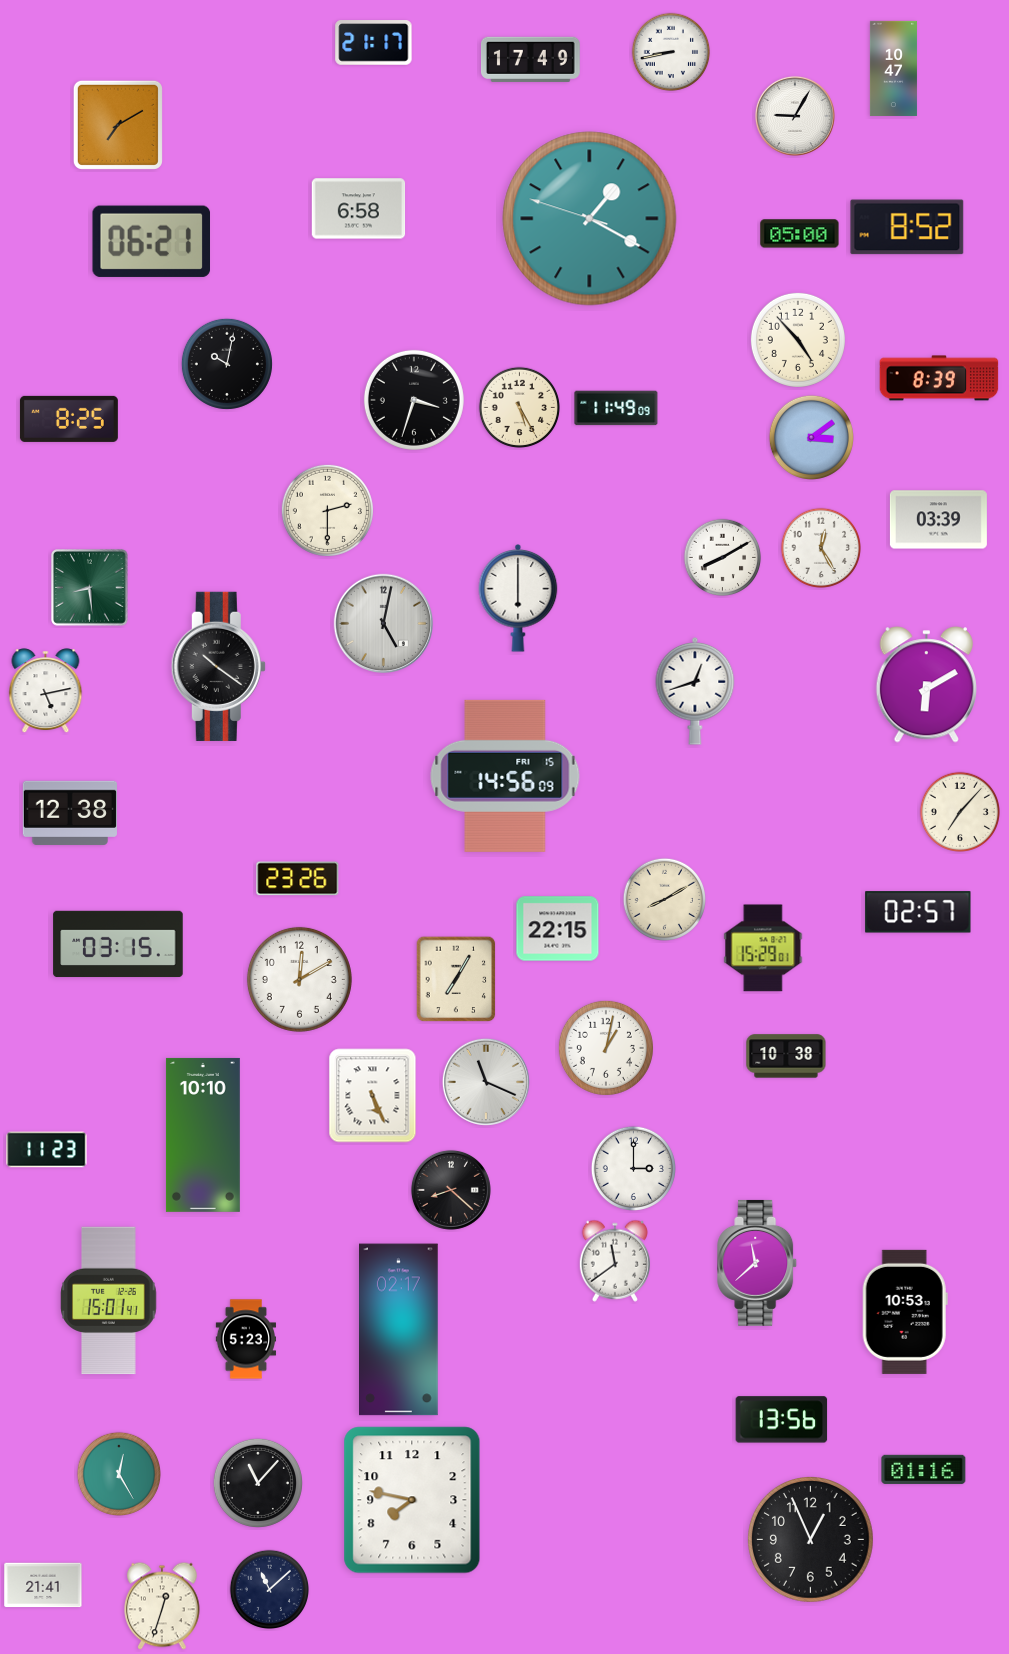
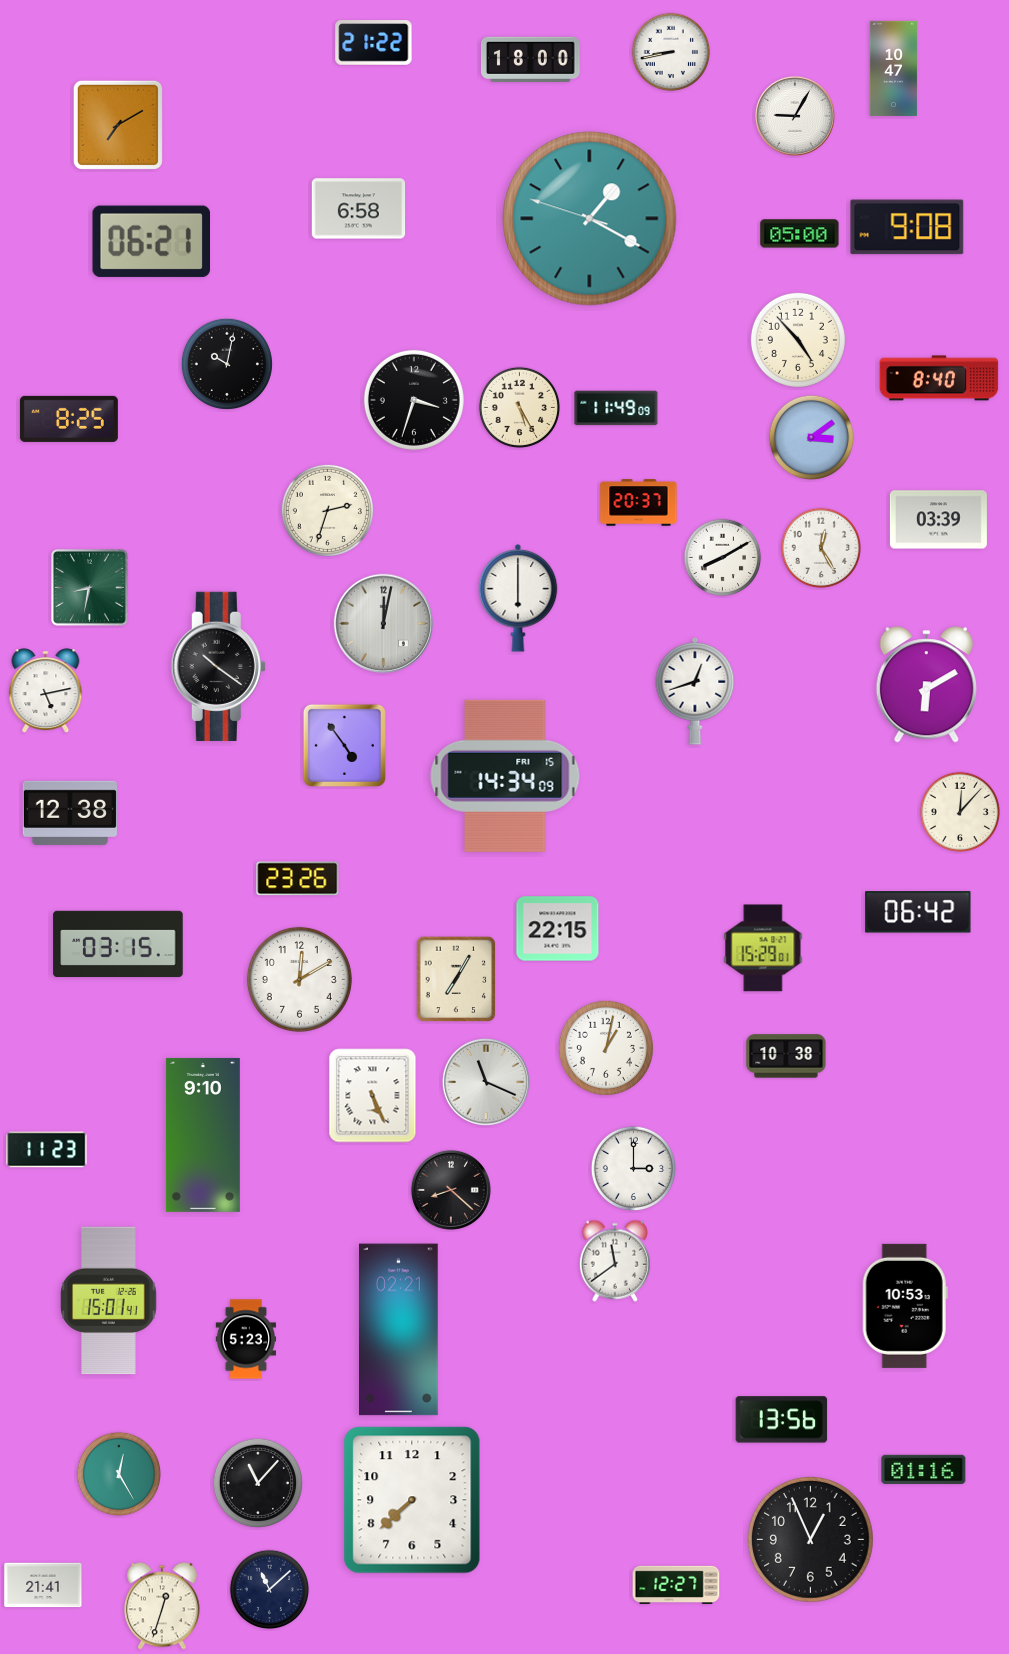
clock at (374, 43): 21:17 -> 21:22
clock at (530, 59): 17:49 -> 18:00
clock at (907, 227): 8:52 -> 9:08
clock at (939, 378): 8:39 -> 8:40
clock at (639, 503): none -> 20:37
clock at (327, 510): 2:30 -> 2:33
clock at (90, 588): 8:29 -> 8:32
clock at (383, 623): 5:02 -> 12:02
clock at (344, 745): none -> 4:54
clock at (505, 776): 14:56 -> 14:34
clock at (959, 811): 7:07 -> 12:07
clock at (664, 899): 8:10 -> none
clock at (918, 912): 02:57 -> 06:42
clock at (203, 1135): 10:10 -> 9:10
clock at (758, 1263): 11:38 -> none
clock at (905, 1312) position: (905, 1312) -> (905, 1306)
clock at (399, 1330): 02:17 -> 02:21
clock at (412, 1500): 7:47 -> 7:38
clock at (676, 1585): none -> 12:27
